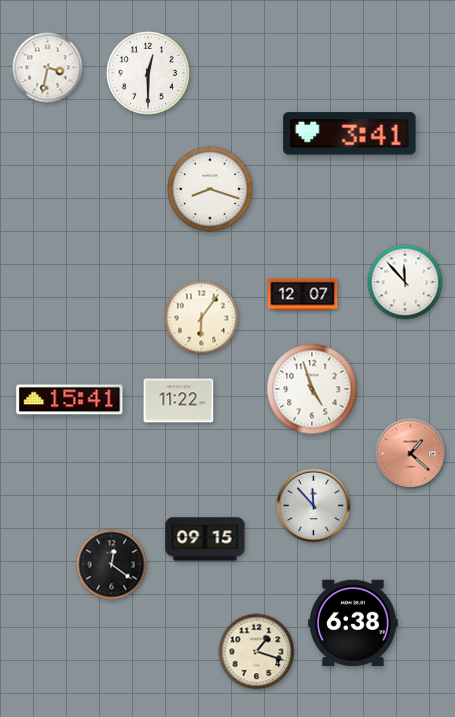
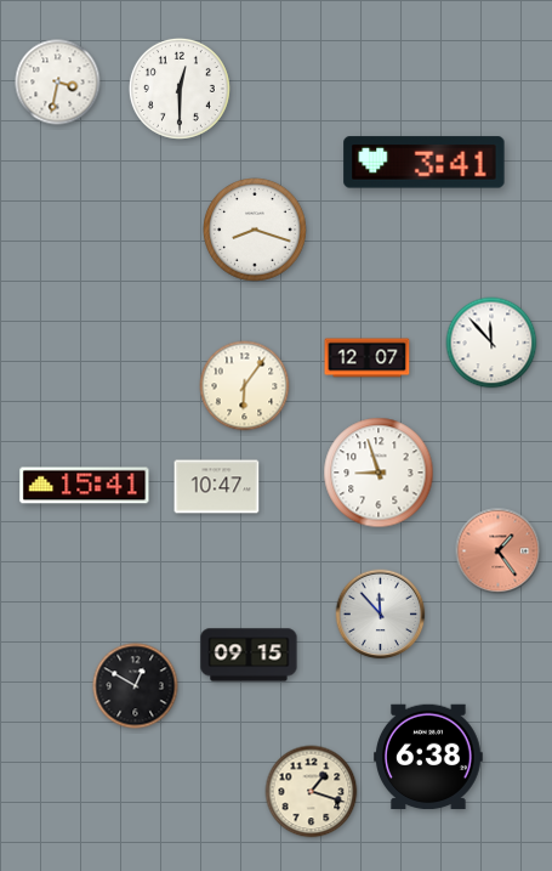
clock at (312, 389): 4:57 -> 8:57
clock at (179, 401): 11:22 -> 10:47
clock at (411, 454): 1:22 -> 1:24
clock at (112, 565): 12:21 -> 12:50
